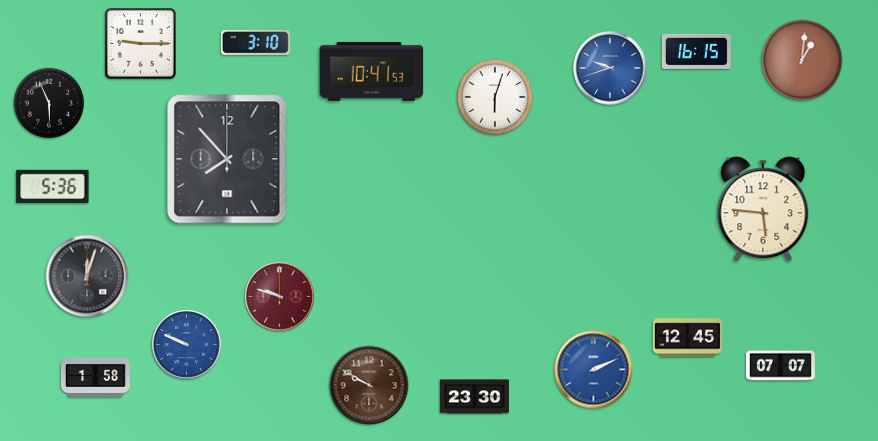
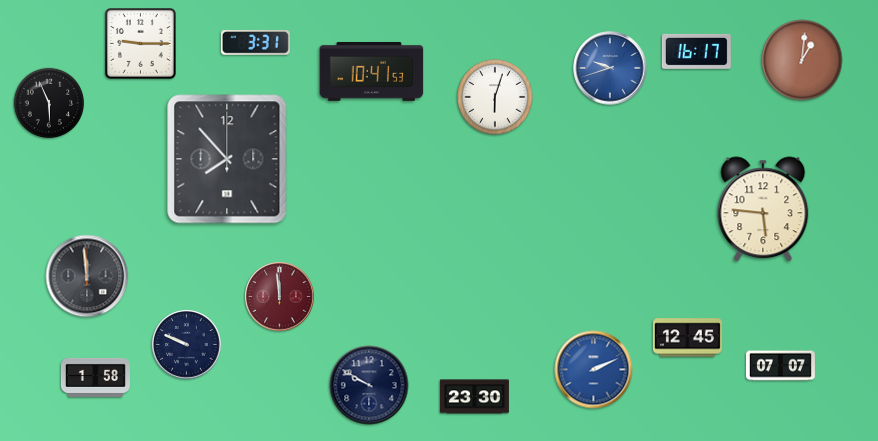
clock at (255, 43): 3:10 -> 3:31
clock at (696, 51): 16:15 -> 16:17
clock at (53, 186): 5:36 -> none
clock at (87, 276): 12:03 -> 11:59
clock at (280, 297): 9:48 -> 11:59
clock at (187, 345) dial: blue -> navy
clock at (369, 385) dial: brown -> navy
